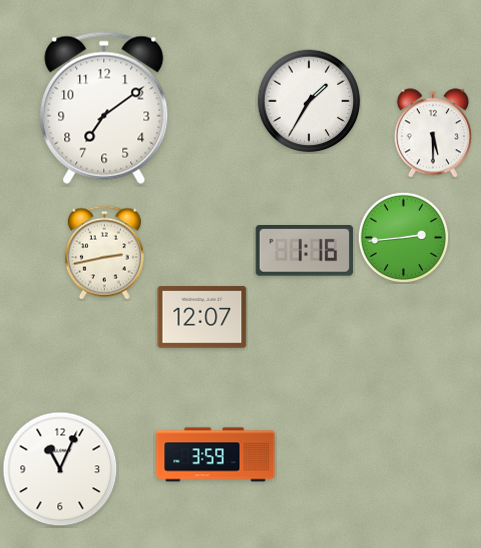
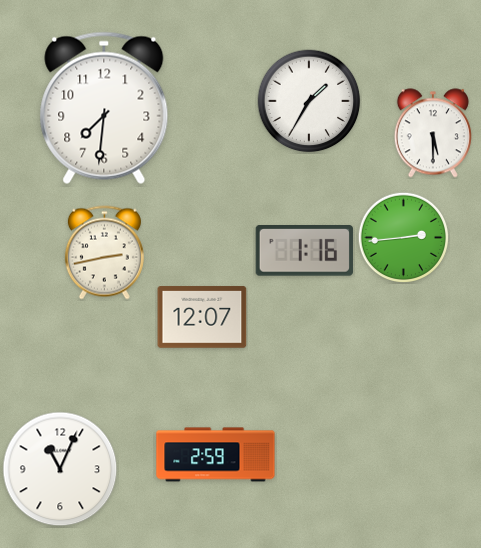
clock at (104, 108): 7:09 -> 7:31
clock at (216, 455): 3:59 -> 2:59
